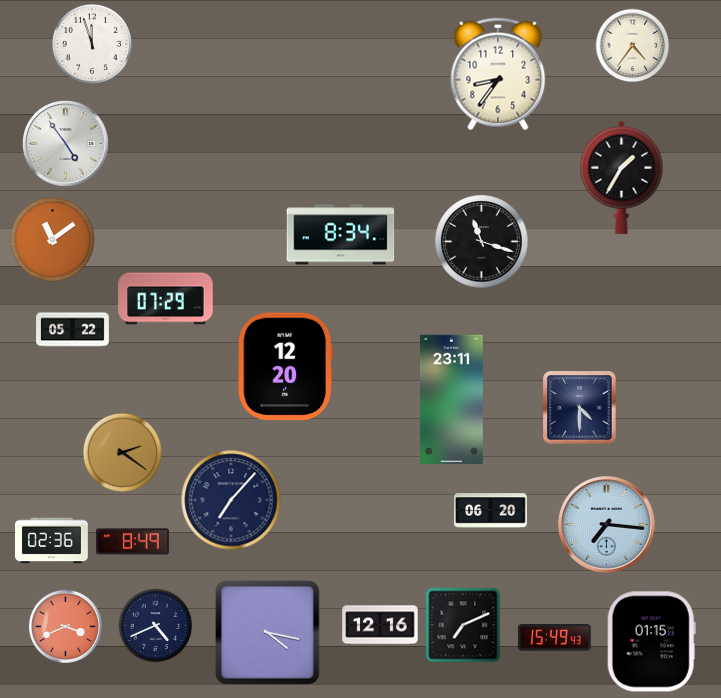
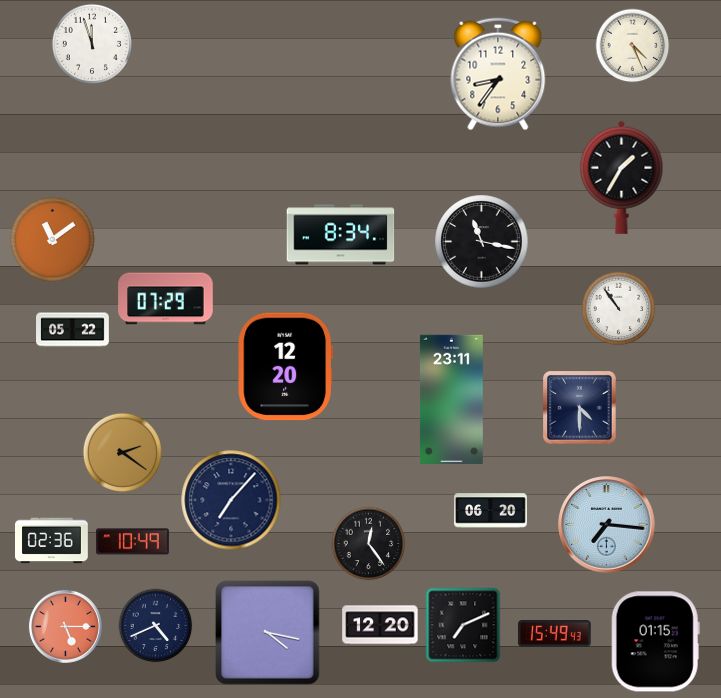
clock at (633, 46): 4:36 -> 4:26
clock at (66, 144): 4:54 -> none
clock at (482, 242): 11:18 -> 11:17
clock at (619, 309): none -> 10:54
clock at (133, 542): 8:49 -> 10:49
clock at (369, 544): none -> 12:24
clock at (380, 625): 12:16 -> 12:20
clock at (65, 626): 3:41 -> 5:15
clock at (554, 638) position: (554, 638) -> (554, 634)
clock at (651, 642) position: (651, 642) -> (655, 642)
